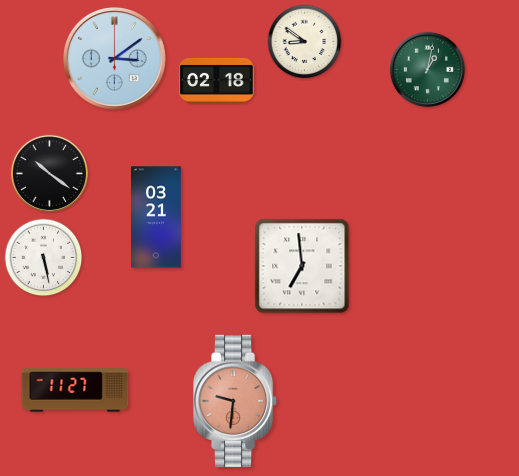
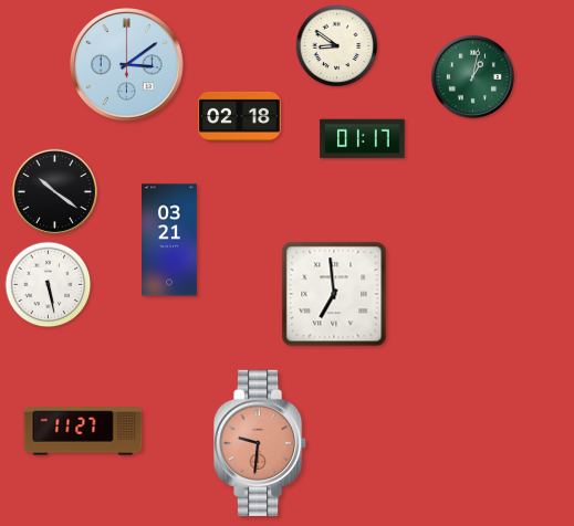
clock at (217, 80) position: (217, 80) -> (240, 116)
clock at (363, 139): none -> 01:17
clock at (157, 217) position: (157, 217) -> (170, 240)
